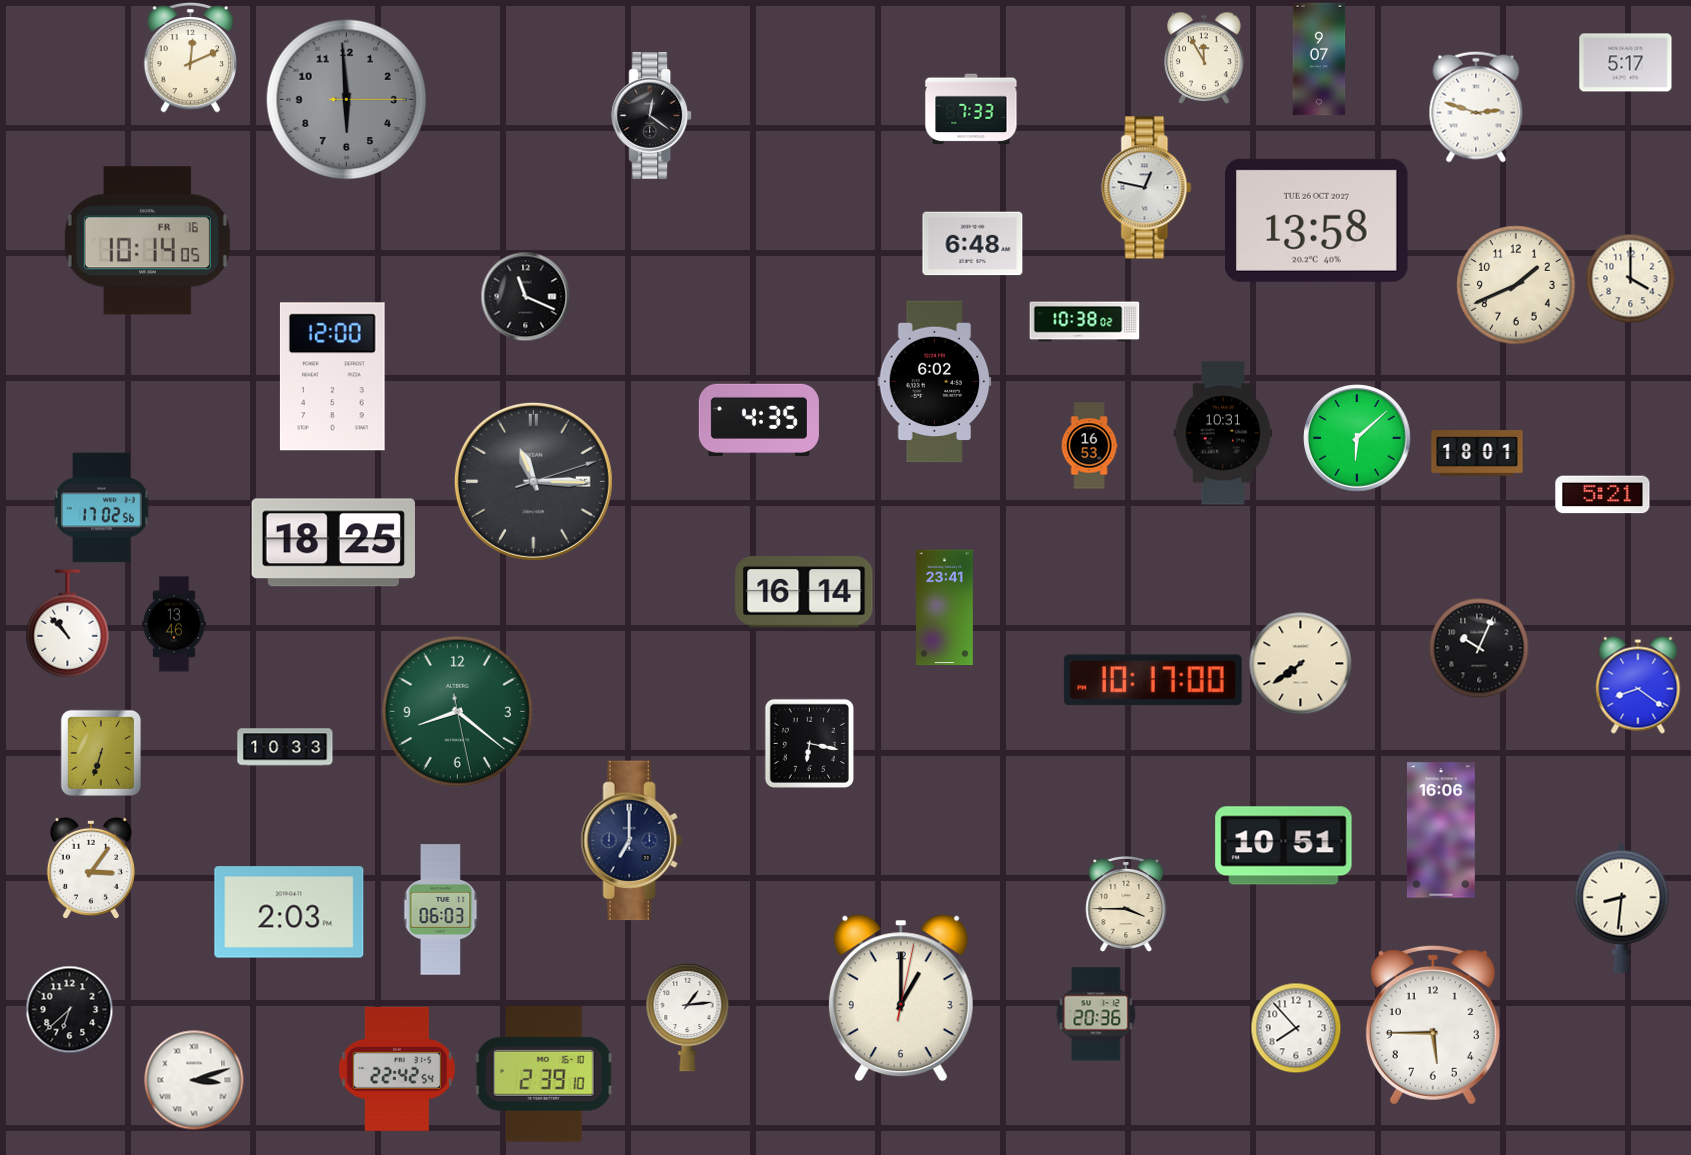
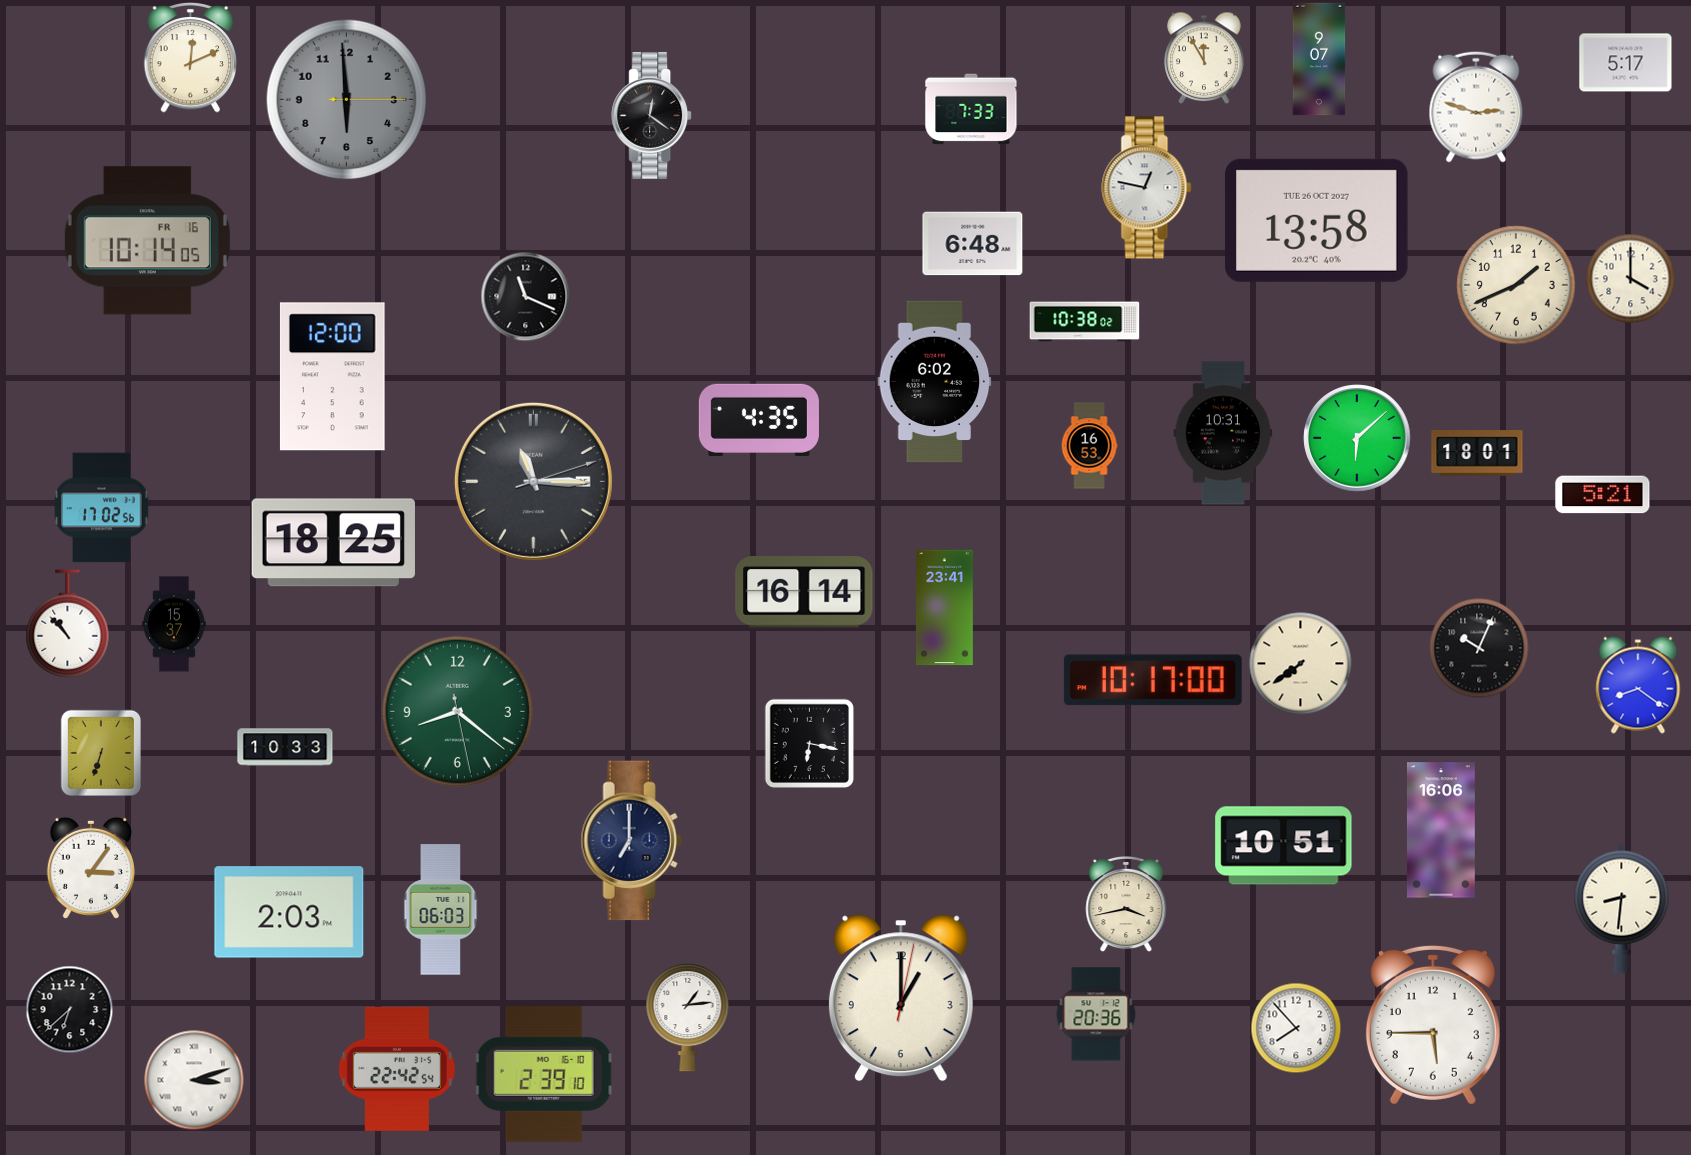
clock at (174, 624): 13:46 -> 15:37
clock at (1126, 904): 3:45 -> 3:43
